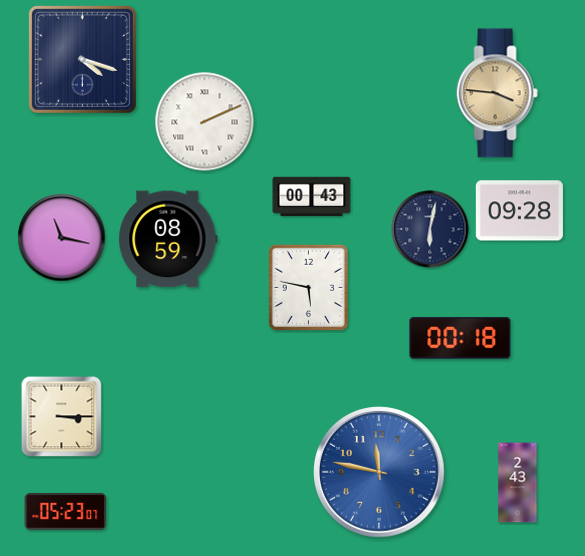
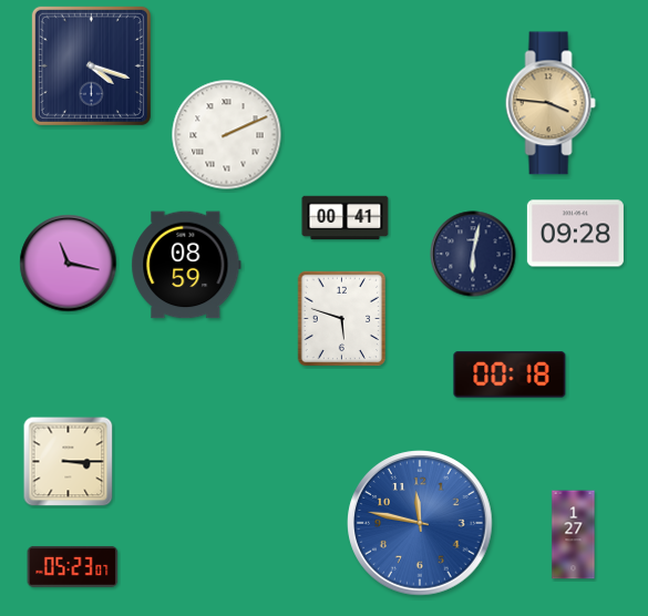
clock at (312, 197): 00:43 -> 00:41
clock at (430, 229) position: (430, 229) -> (473, 254)
clock at (309, 288): 5:47 -> 5:48
clock at (518, 483): 2:43 -> 1:27
